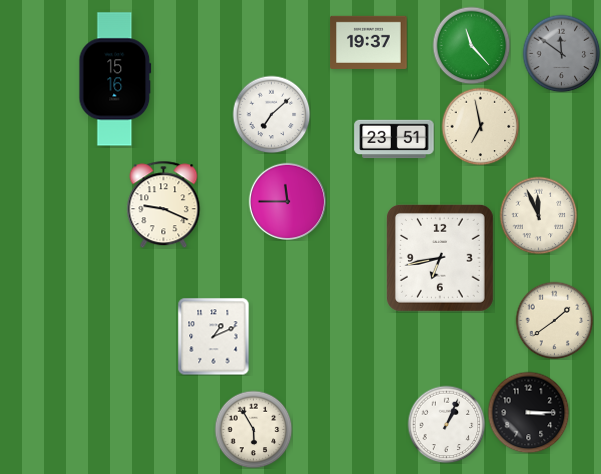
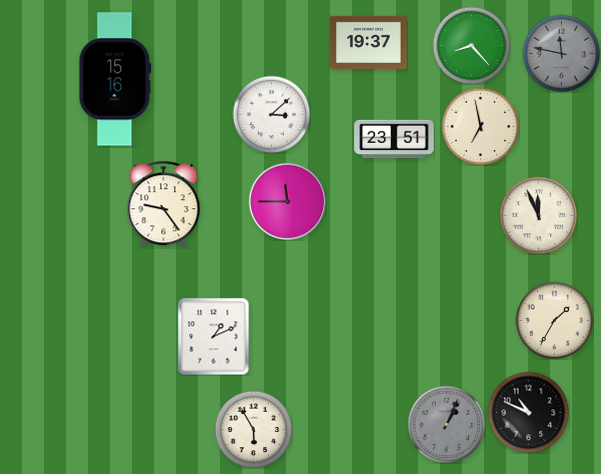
clock at (471, 45): 11:23 -> 8:23
clock at (561, 53): 11:51 -> 11:47
clock at (271, 114): 7:08 -> 3:08
clock at (164, 204): 9:19 -> 9:24
clock at (440, 258): 6:43 -> none
clock at (554, 320): 1:39 -> 1:35
clock at (528, 412): 3:15 -> 10:49
clock at (446, 424) dial: white -> grey
